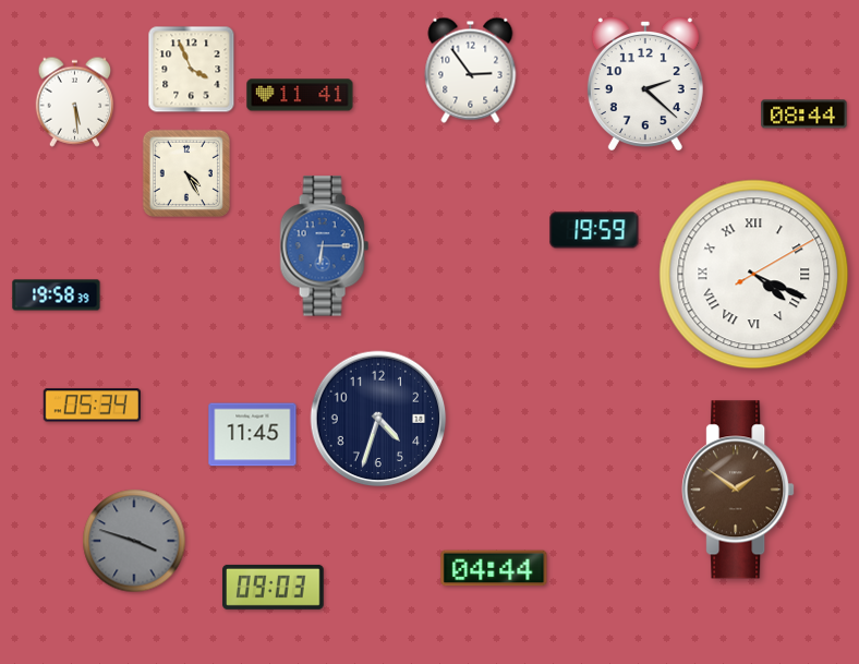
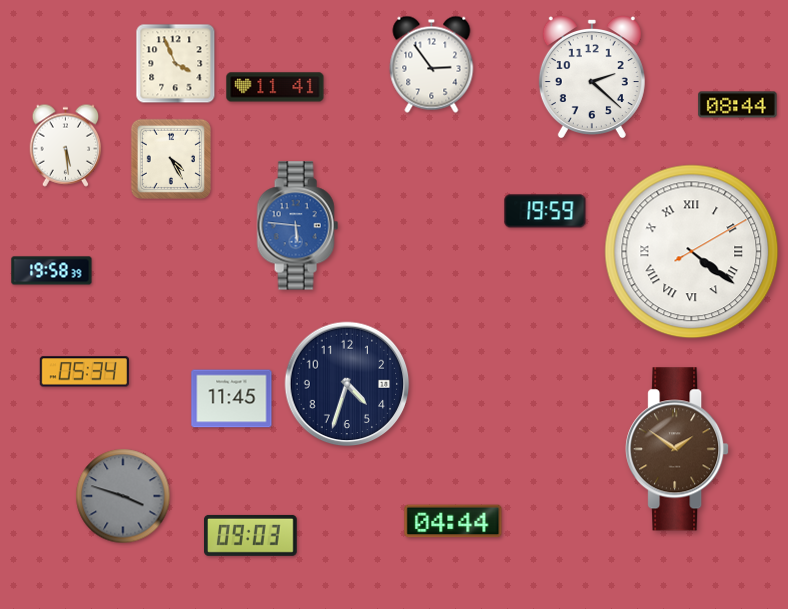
clock at (75, 101) position: (75, 101) -> (66, 145)
clock at (324, 246): 6:15 -> 5:46
clock at (754, 275): 4:19 -> 4:21
clock at (274, 587) position: (274, 587) -> (251, 535)
